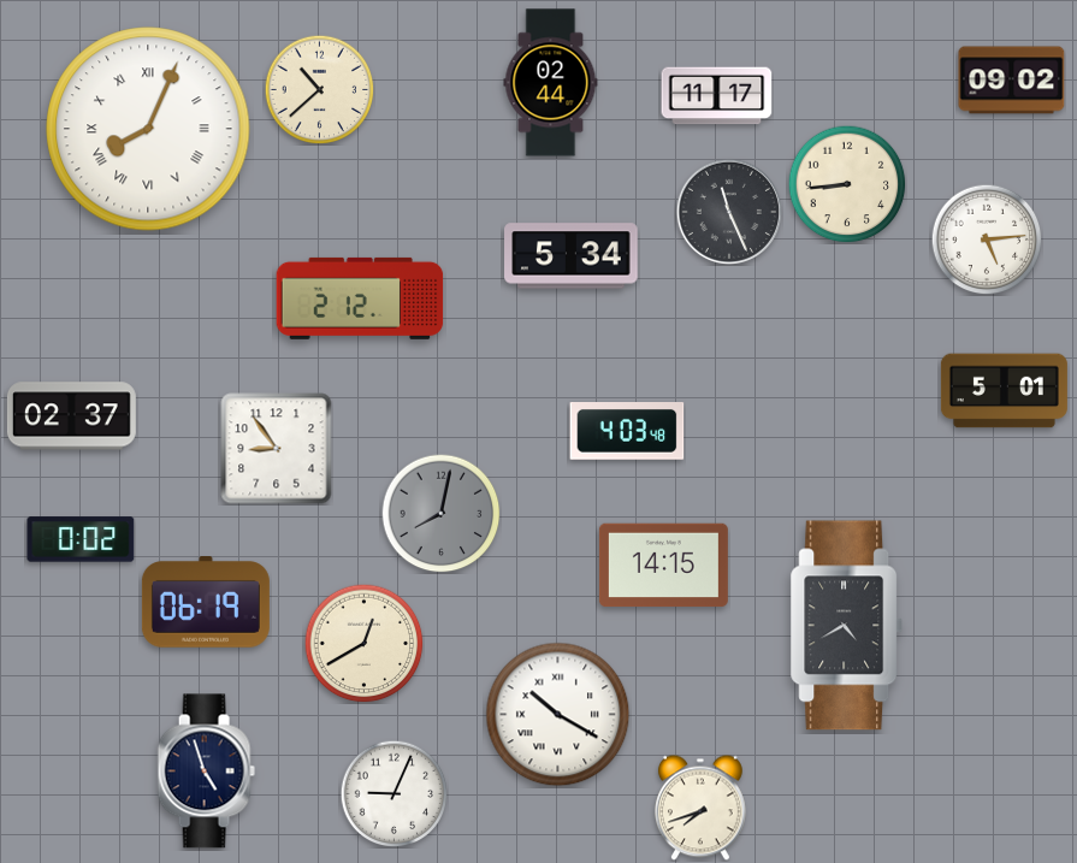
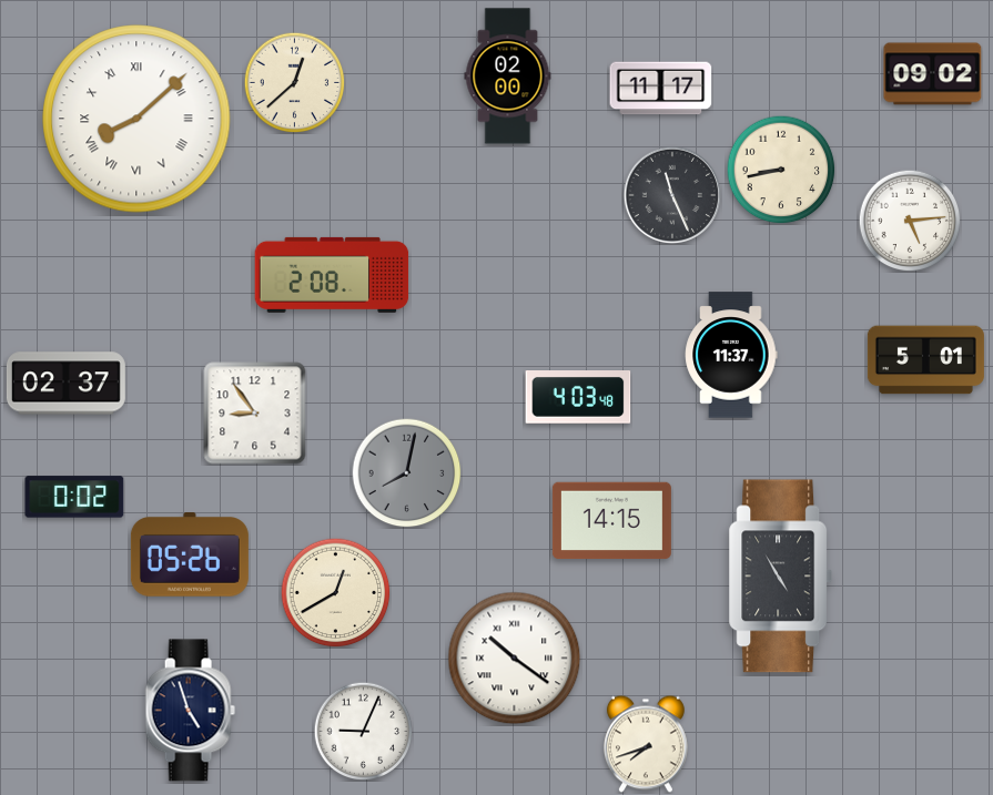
clock at (551, 83): 02:44 -> 02:00
clock at (319, 89): 10:38 -> 12:38
clock at (148, 129): 8:04 -> 8:08
clock at (847, 184): 8:44 -> 8:43
clock at (572, 256): 5:34 -> none
clock at (360, 298): 2:12 -> 2:08
clock at (731, 355): none -> 11:37
clock at (206, 602): 06:19 -> 05:26
clock at (847, 626): 4:40 -> 4:55
clock at (558, 715): 10:20 -> 10:21
